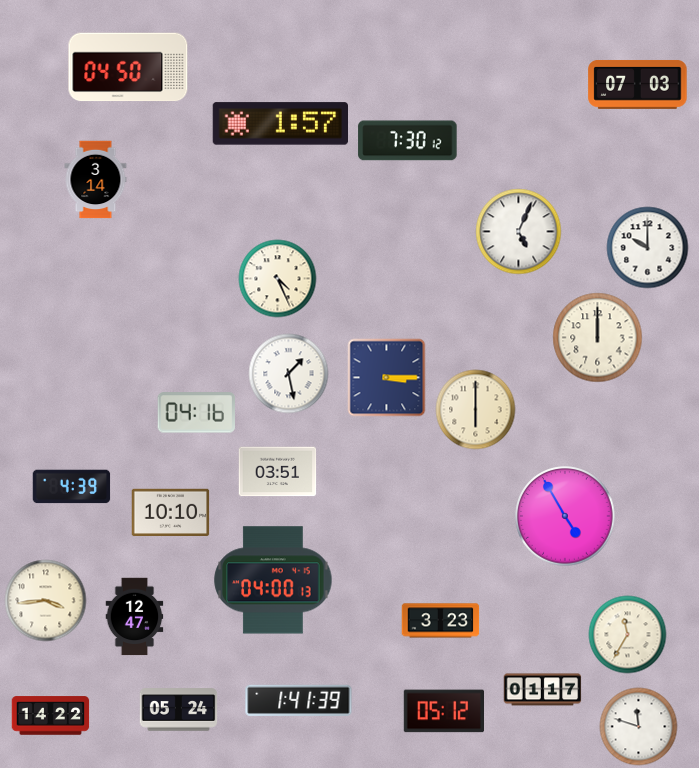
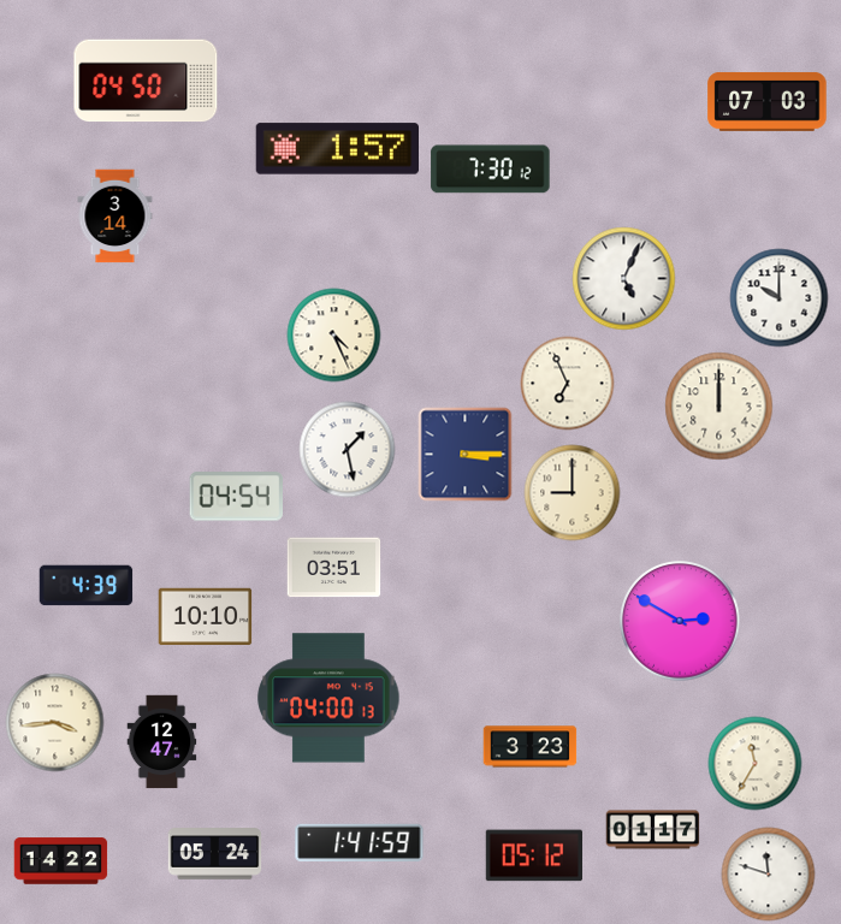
clock at (128, 67) position: (128, 67) -> (146, 81)
clock at (567, 383): none -> 6:56
clock at (475, 409): 6:00 -> 9:00
clock at (196, 413): 04:16 -> 04:54
clock at (565, 516): 4:55 -> 2:50
clock at (299, 700): 1:41:39 -> 1:41:59
